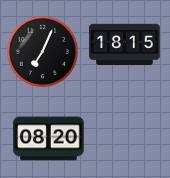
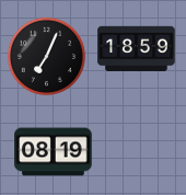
clock at (125, 45): 18:15 -> 18:59
clock at (49, 139): 08:20 -> 08:19
